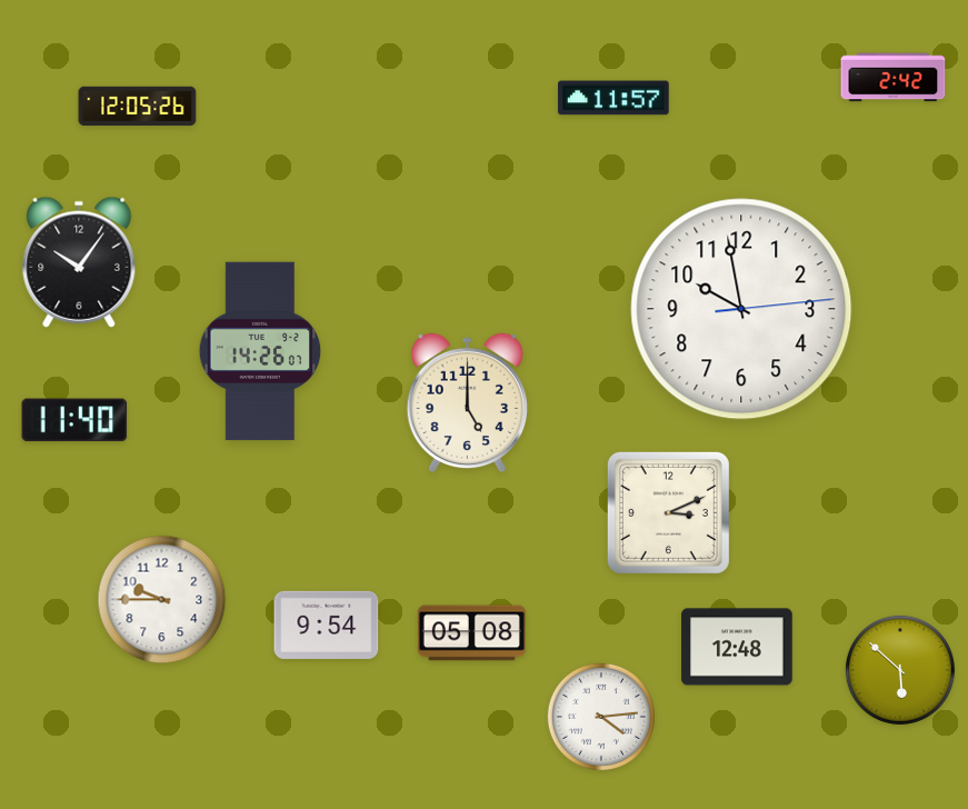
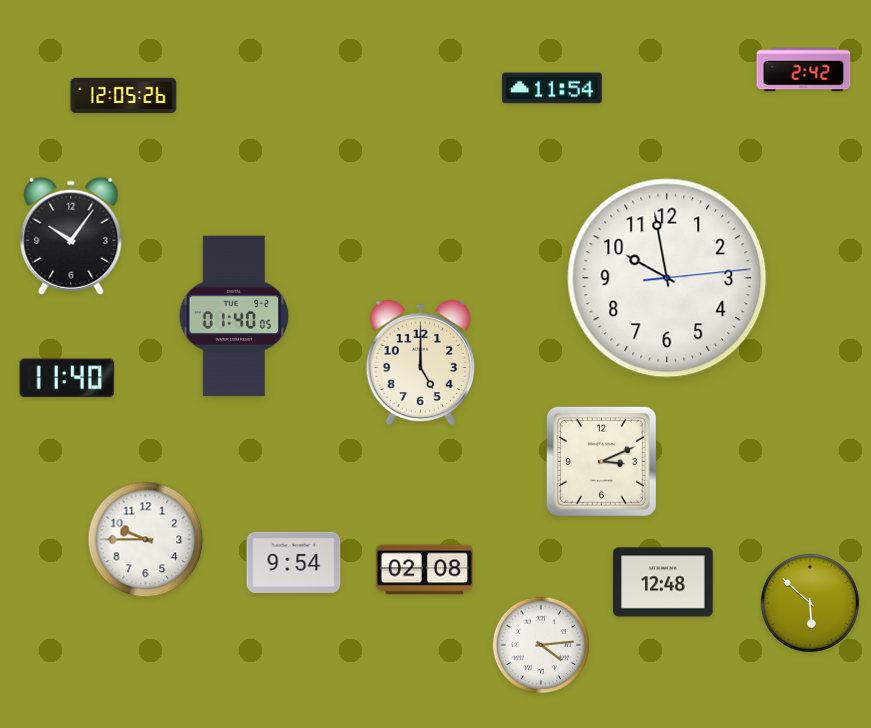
clock at (613, 98): 11:57 -> 11:54
clock at (260, 351): 14:26 -> 01:40
clock at (471, 633): 05:08 -> 02:08
